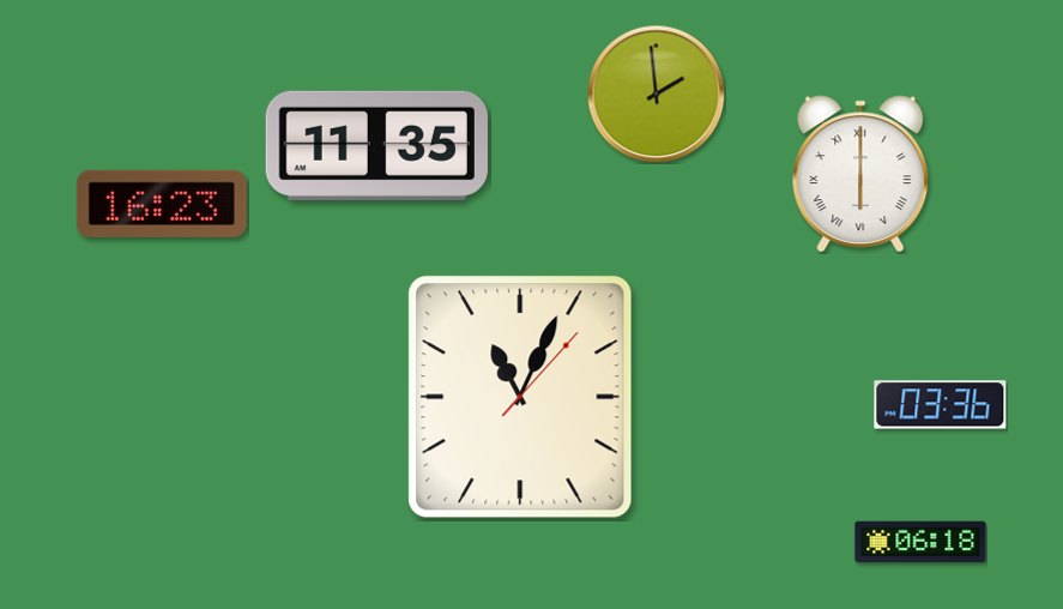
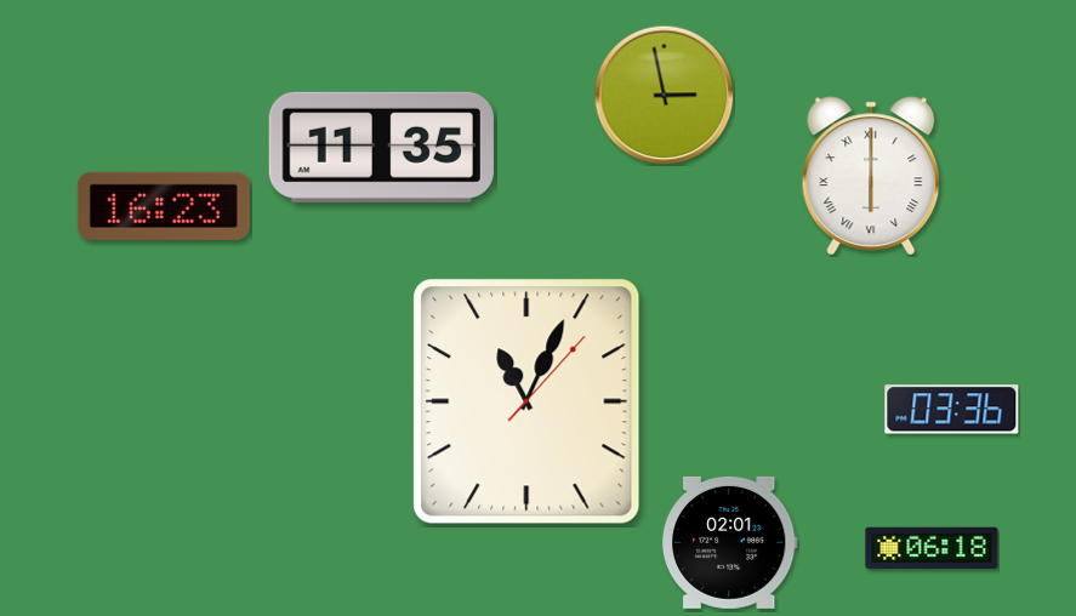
clock at (656, 94): 1:59 -> 2:58
clock at (729, 542): none -> 02:01
